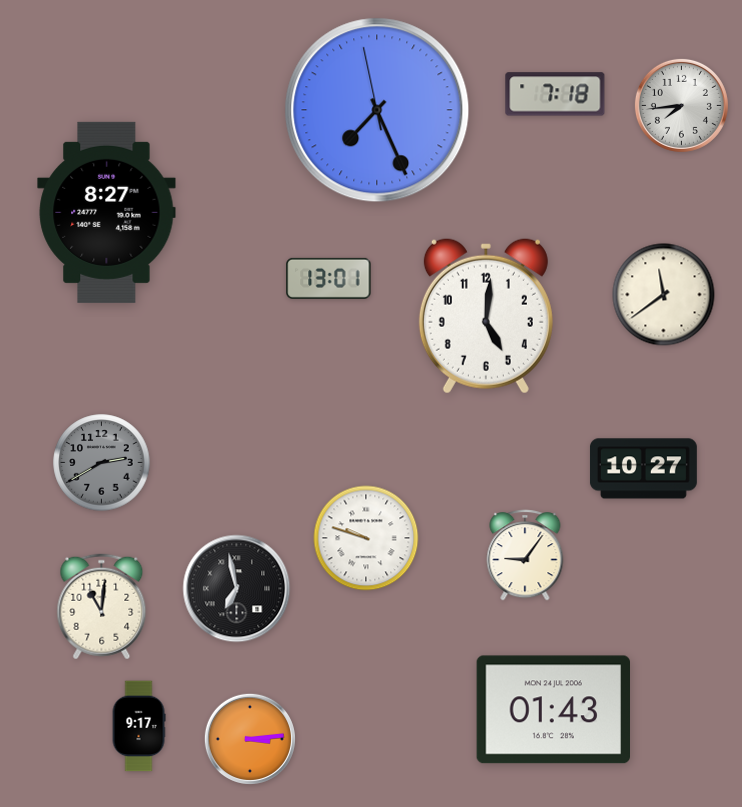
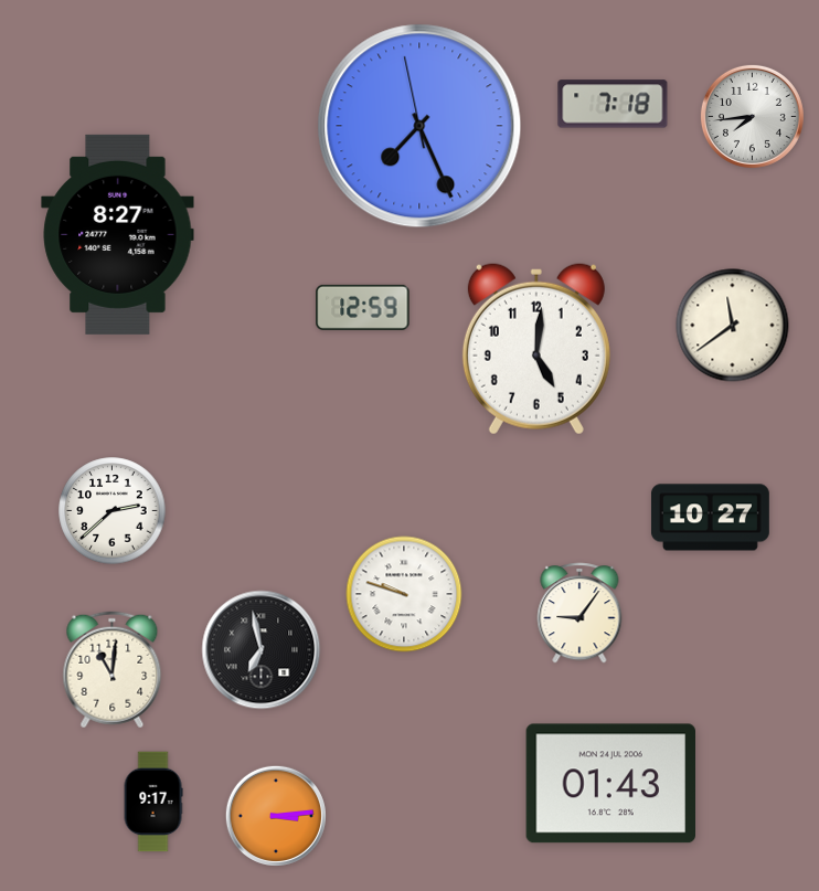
clock at (377, 110) position: (377, 110) -> (419, 126)
clock at (329, 278): 13:01 -> 12:59
clock at (102, 463): 2:40 -> 2:38
clock at (102, 463) dial: grey -> white
